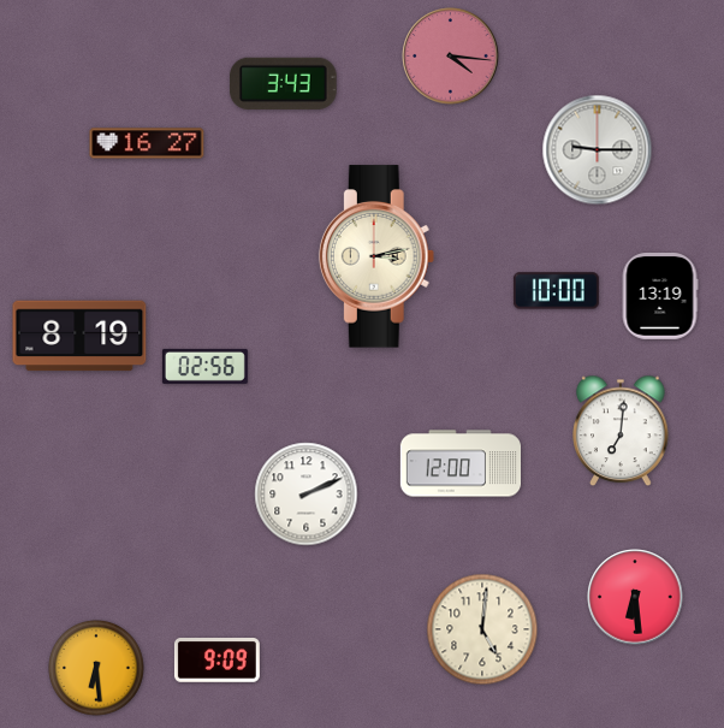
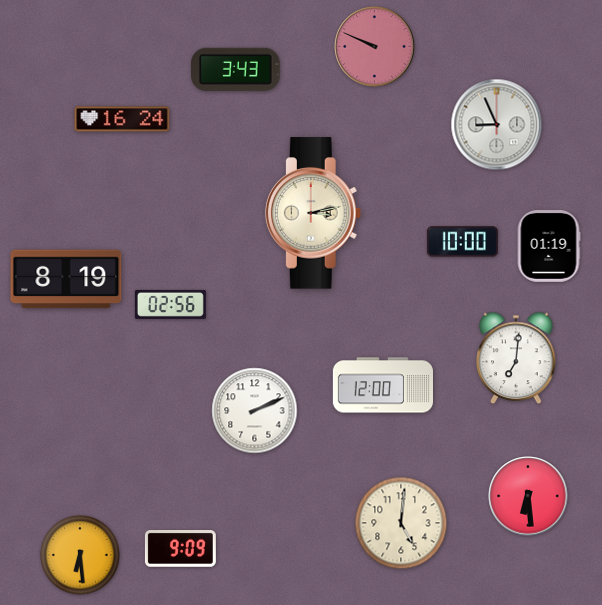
clock at (451, 57): 4:16 -> 9:49
clock at (147, 143): 16:27 -> 16:24
clock at (598, 150): 9:15 -> 8:56
clock at (660, 297): 13:19 -> 01:19
